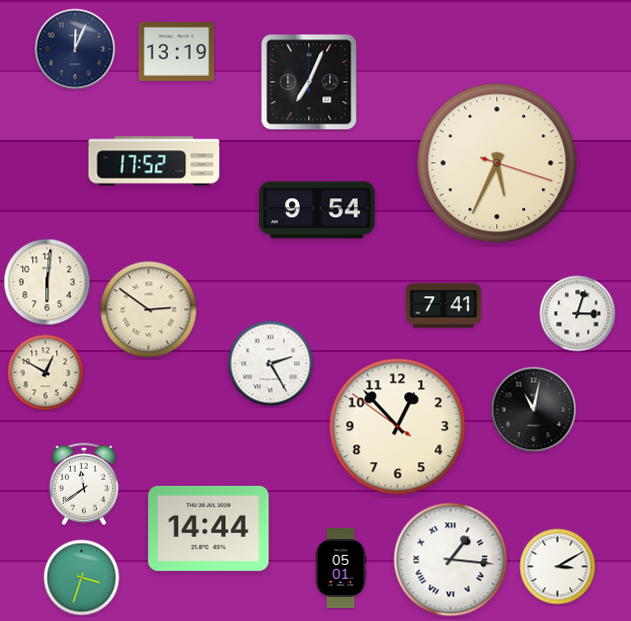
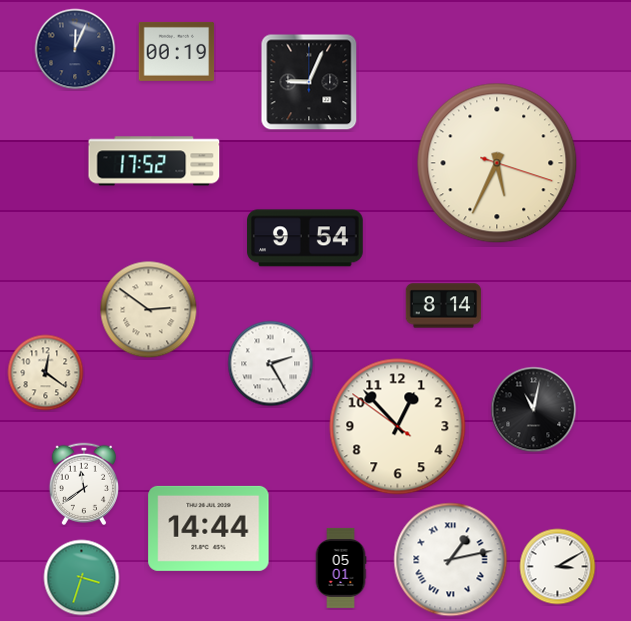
clock at (177, 51): 13:19 -> 00:19
clock at (309, 82): 7:04 -> 9:04
clock at (318, 210) position: (318, 210) -> (306, 238)
clock at (47, 282): 6:01 -> none
clock at (444, 306): 7:41 -> 8:14
clock at (578, 314): 3:03 -> none
clock at (46, 373): 12:50 -> 12:21
clock at (451, 560): 1:16 -> 1:13
